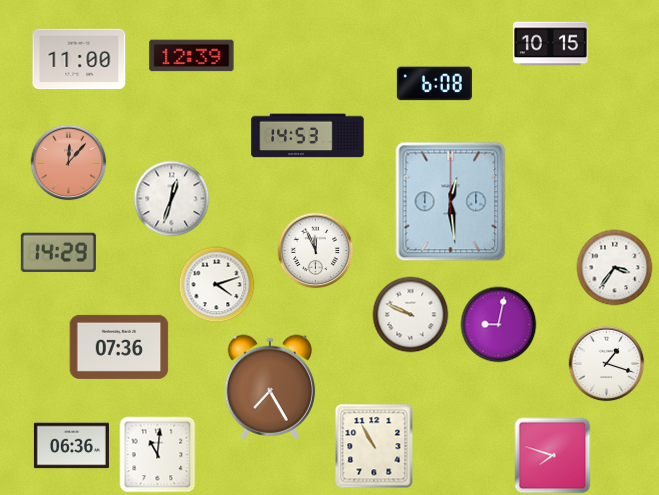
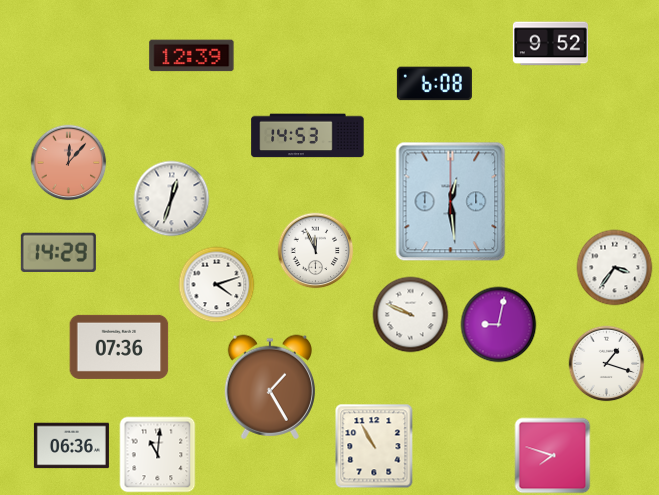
clock at (550, 44): 10:15 -> 9:52
clock at (79, 59): 11:00 -> none
clock at (270, 387): 7:25 -> 1:25
